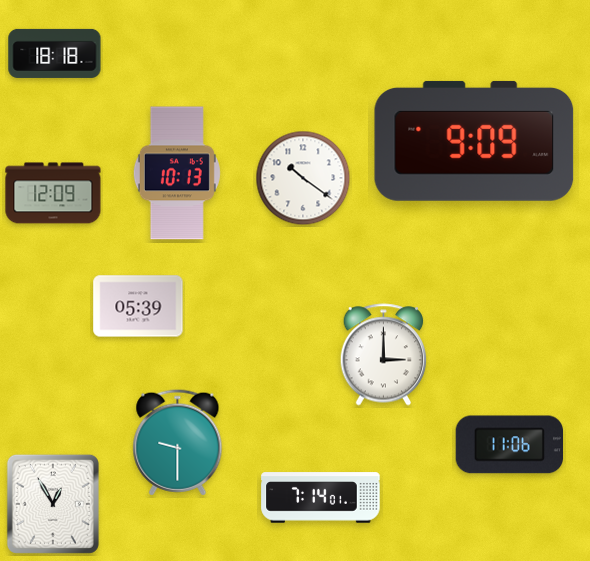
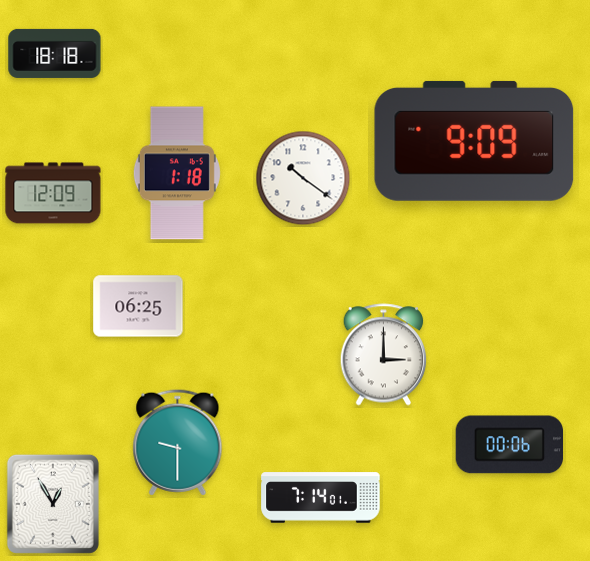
clock at (177, 173): 10:13 -> 1:18
clock at (138, 306): 05:39 -> 06:25
clock at (509, 445): 11:06 -> 00:06
